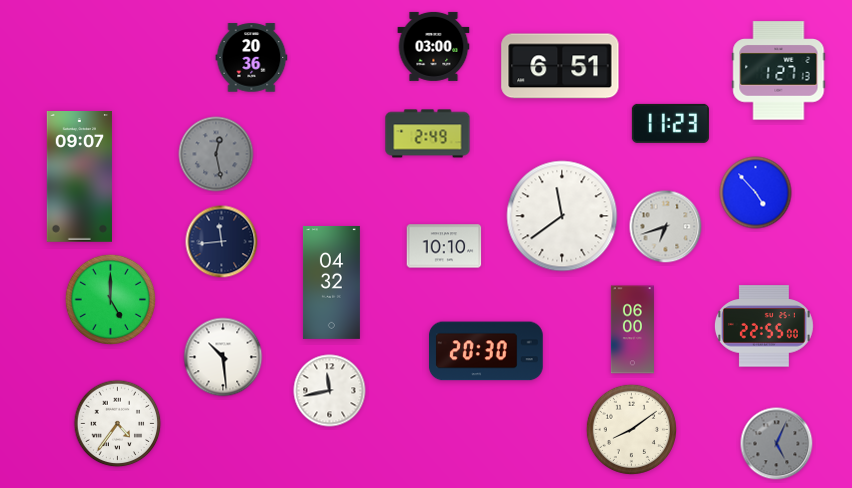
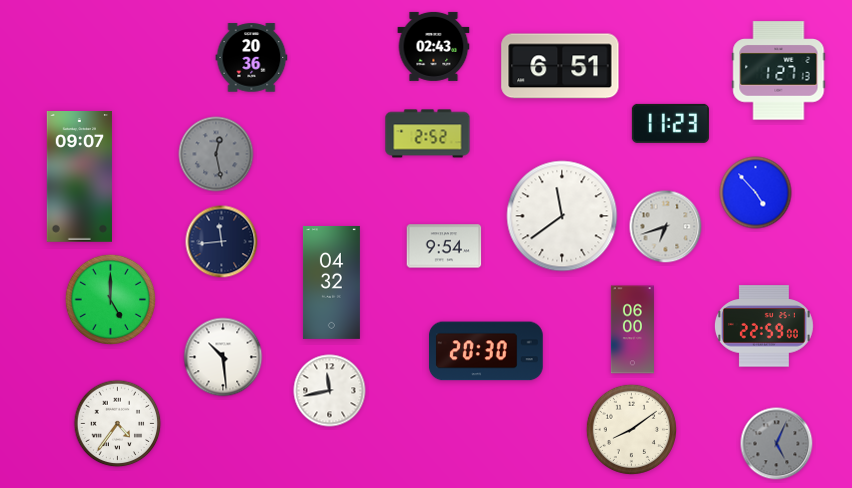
clock at (434, 46): 03:00 -> 02:43
clock at (428, 134): 2:49 -> 2:52
clock at (444, 246): 10:10 -> 9:54
clock at (764, 326): 22:55 -> 22:59
